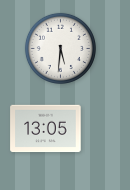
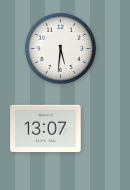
clock at (46, 129): 13:05 -> 13:07
